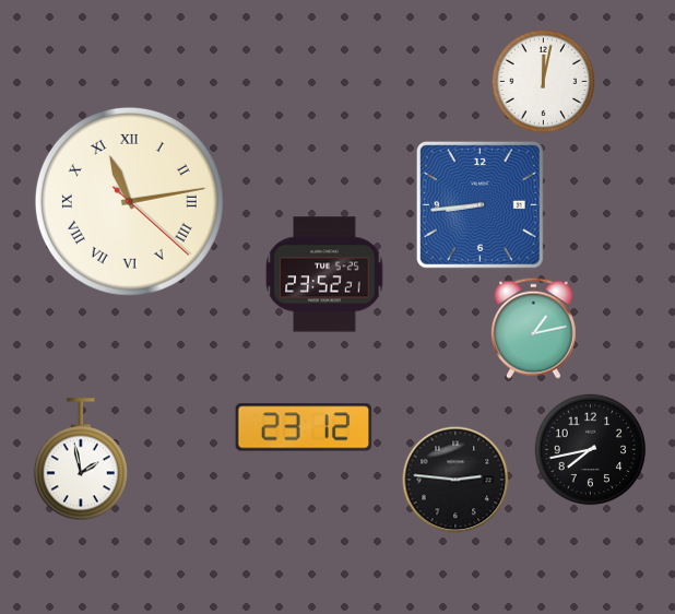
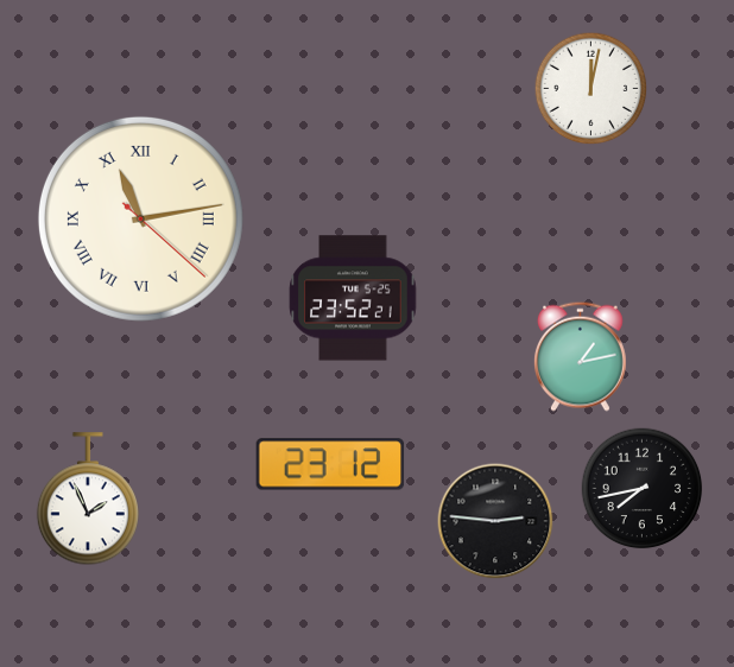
clock at (479, 204): 8:44 -> none
clock at (81, 460): 1:58 -> 1:56
